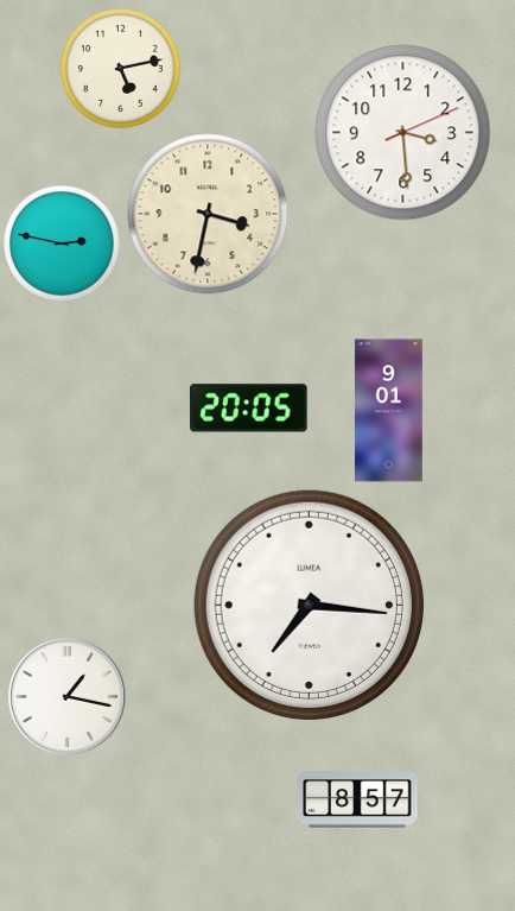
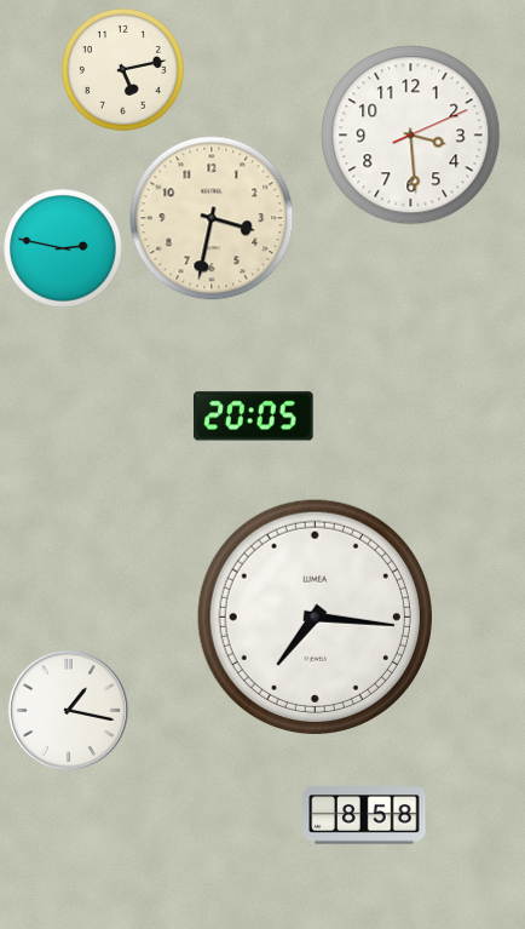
clock at (388, 411): 9:01 -> none
clock at (357, 799): 8:57 -> 8:58
